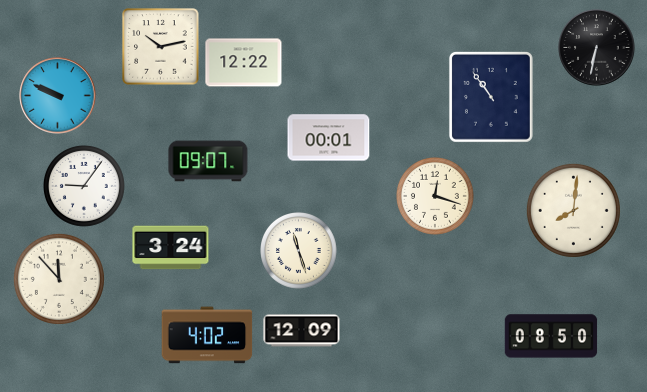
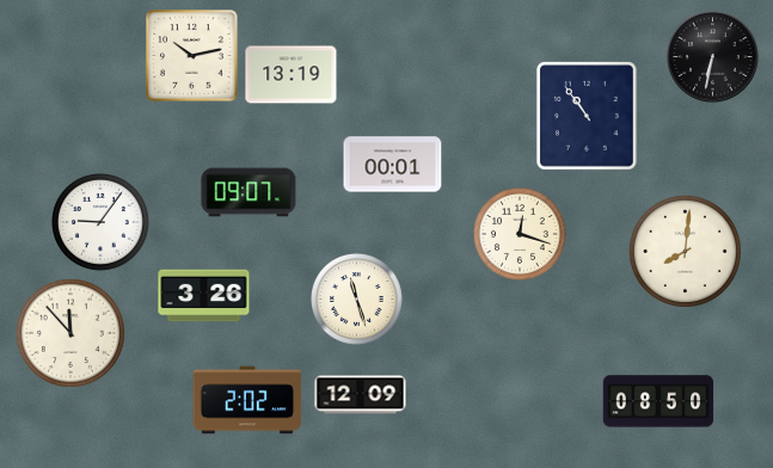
clock at (244, 63): 12:22 -> 13:19
clock at (58, 96): 9:49 -> none
clock at (171, 248): 3:24 -> 3:26
clock at (207, 335): 4:02 -> 2:02
